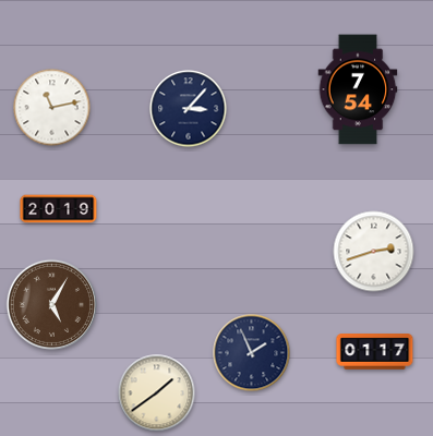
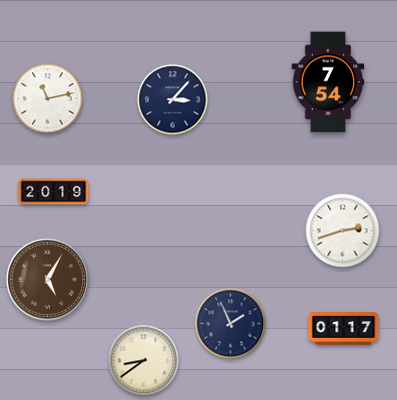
clock at (375, 352) position: (375, 352) -> (344, 329)
clock at (157, 393): 1:39 -> 8:39
